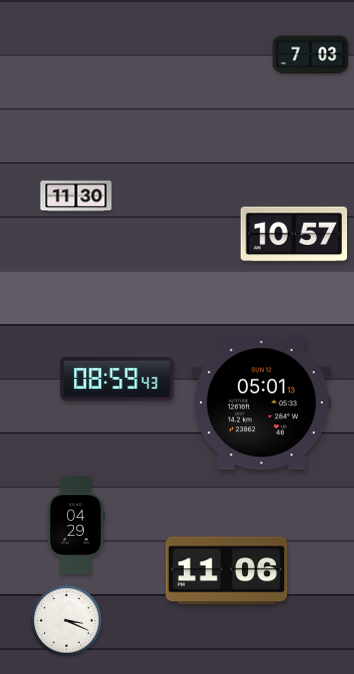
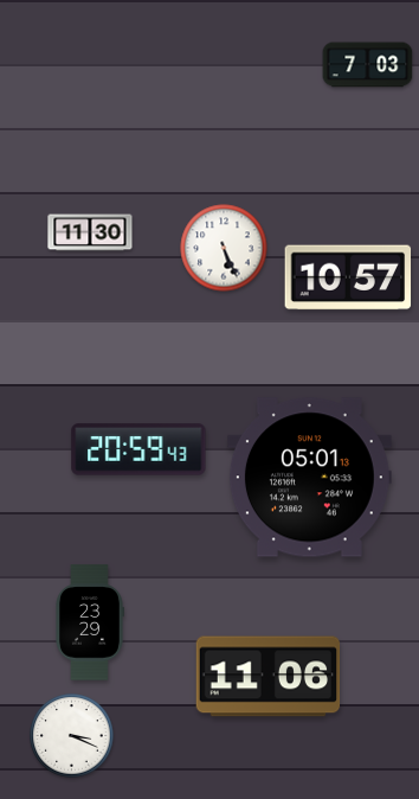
clock at (224, 248): none -> 5:26
clock at (117, 379): 08:59 -> 20:59
clock at (76, 525): 04:29 -> 23:29
clock at (67, 621) position: (67, 621) -> (72, 736)
